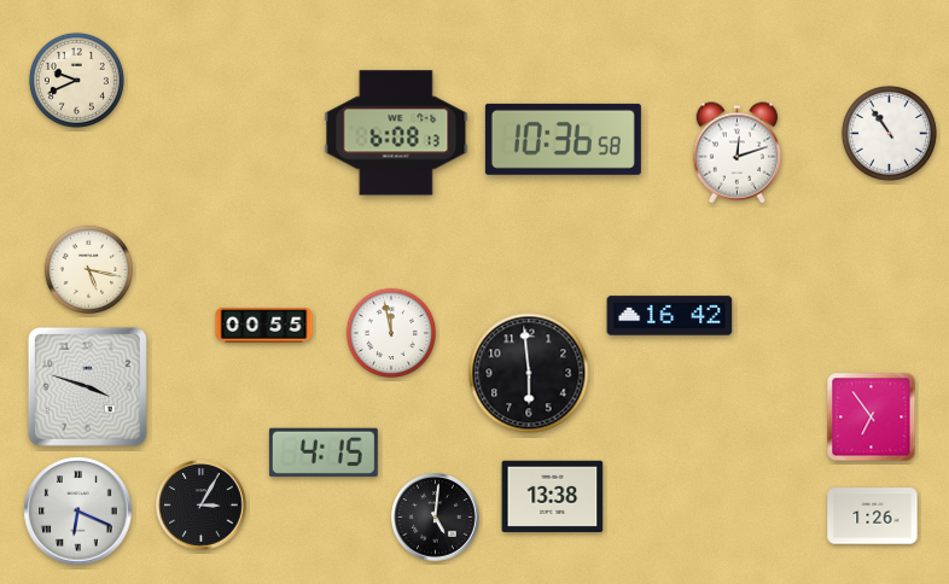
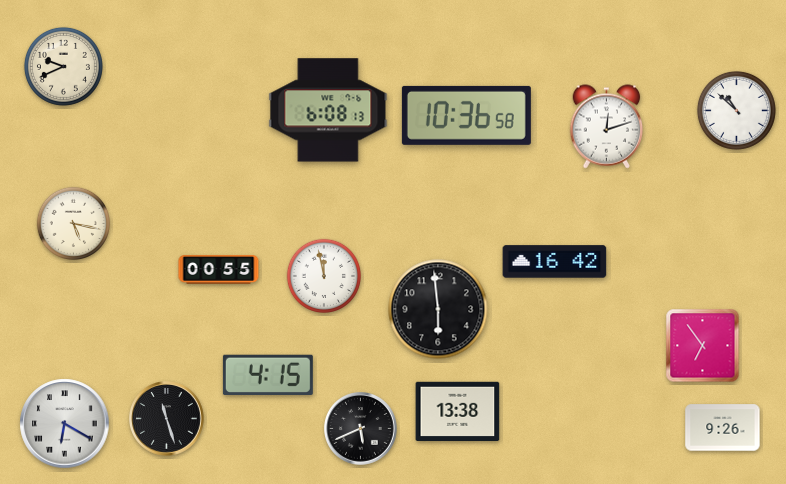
clock at (889, 133): 10:54 -> 10:52
clock at (738, 153) position: (738, 153) -> (607, 127)
clock at (87, 386): 3:48 -> none
clock at (872, 417) position: (872, 417) -> (703, 346)
clock at (202, 506): 3:05 -> 11:27
clock at (78, 512): 6:19 -> 6:20
clock at (873, 516): 1:26 -> 9:26
clock at (436, 518): 5:01 -> 5:41
